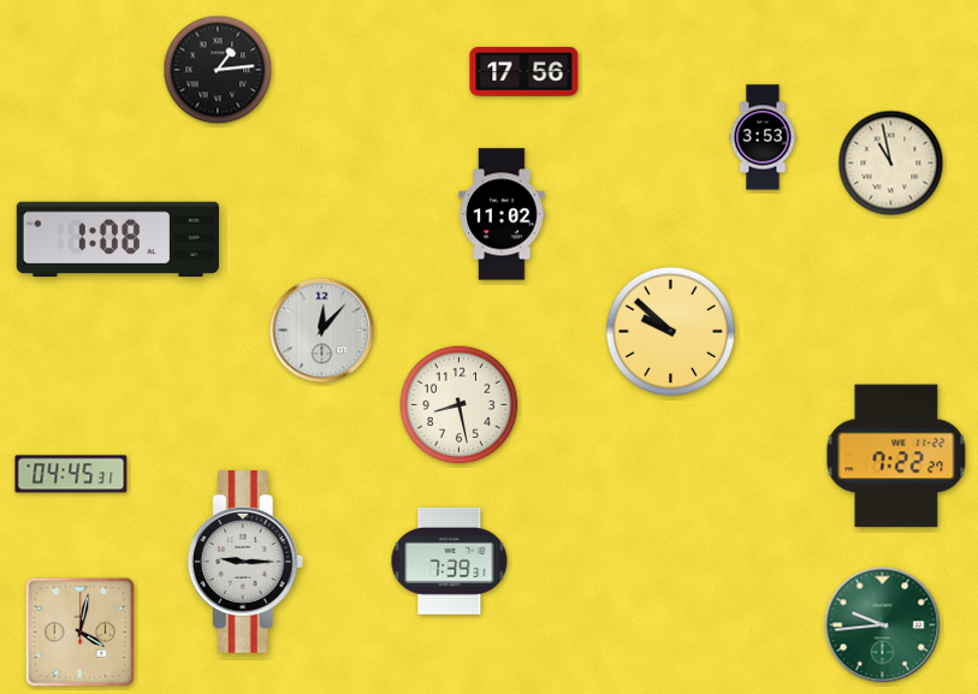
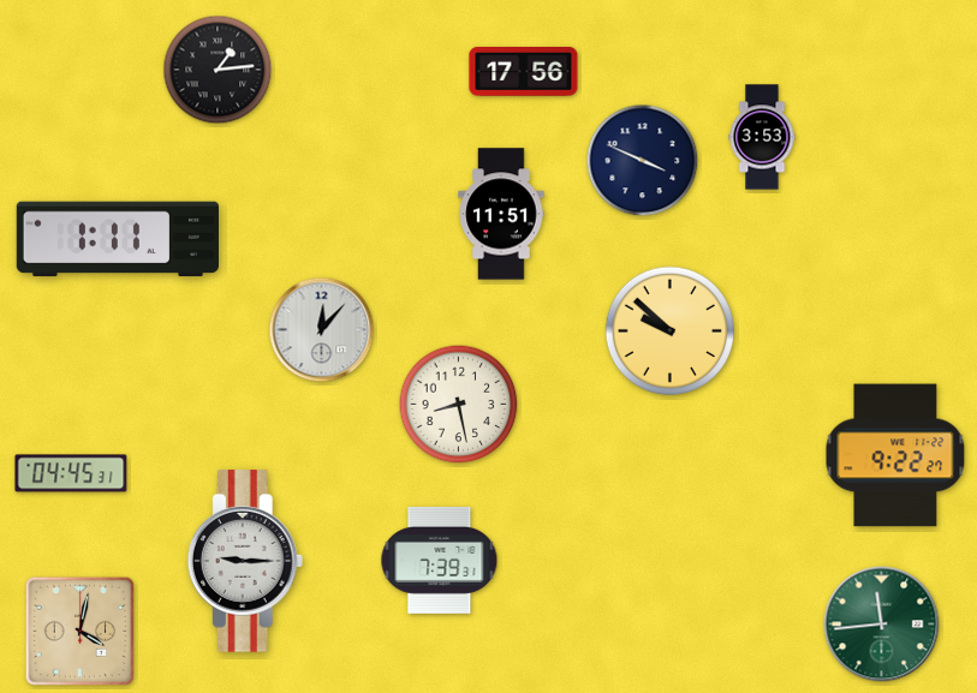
clock at (643, 161): none -> 3:49
clock at (891, 164): 10:58 -> none
clock at (502, 214): 11:02 -> 11:51
clock at (118, 238): 1:08 -> 1:11
clock at (896, 456): 7:22 -> 9:22
clock at (450, 560) position: (450, 560) -> (440, 560)
clock at (883, 625): 9:44 -> 11:44
